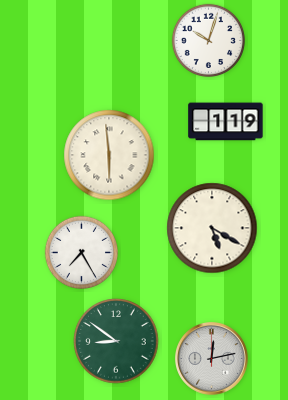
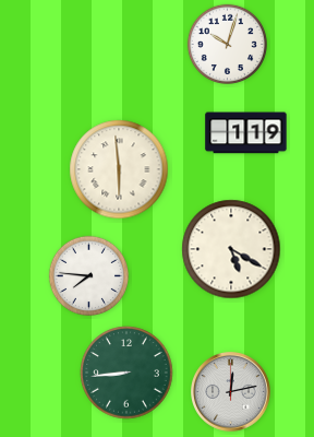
clock at (81, 252): 7:25 -> 7:46
clock at (116, 341): 8:51 -> 8:44
